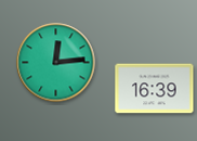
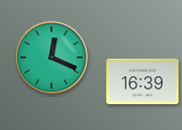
clock at (56, 63): 12:14 -> 12:19
